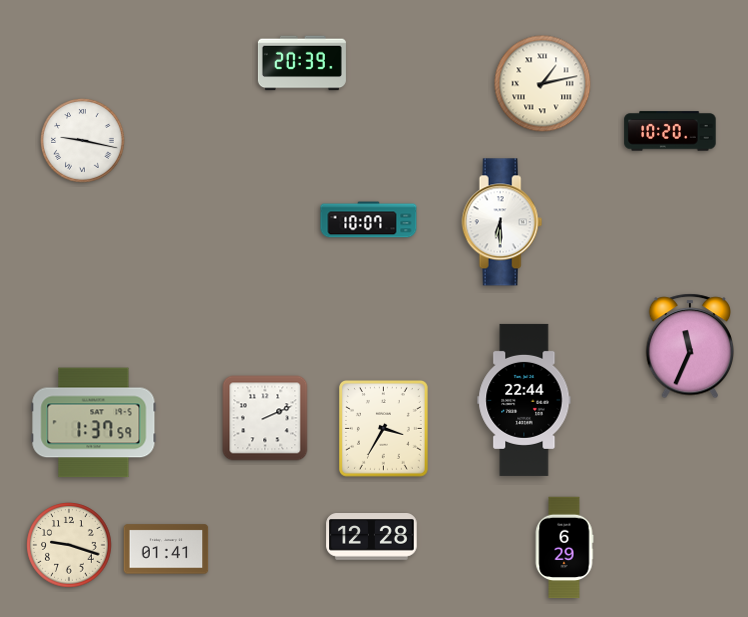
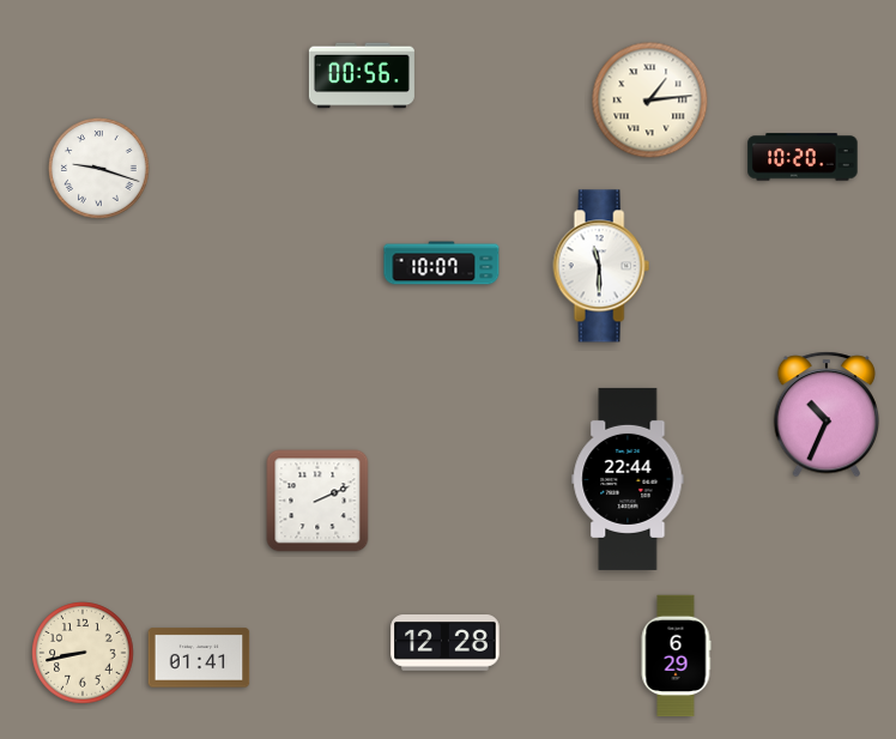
clock at (302, 63): 20:39 -> 00:56
clock at (543, 84): 1:13 -> 1:14
clock at (83, 141): 9:17 -> 9:18
clock at (502, 222): 6:30 -> 11:30
clock at (690, 346): 11:34 -> 10:34
clock at (94, 423): 1:37 -> none
clock at (384, 429): 3:35 -> none
clock at (69, 545): 9:18 -> 8:43
